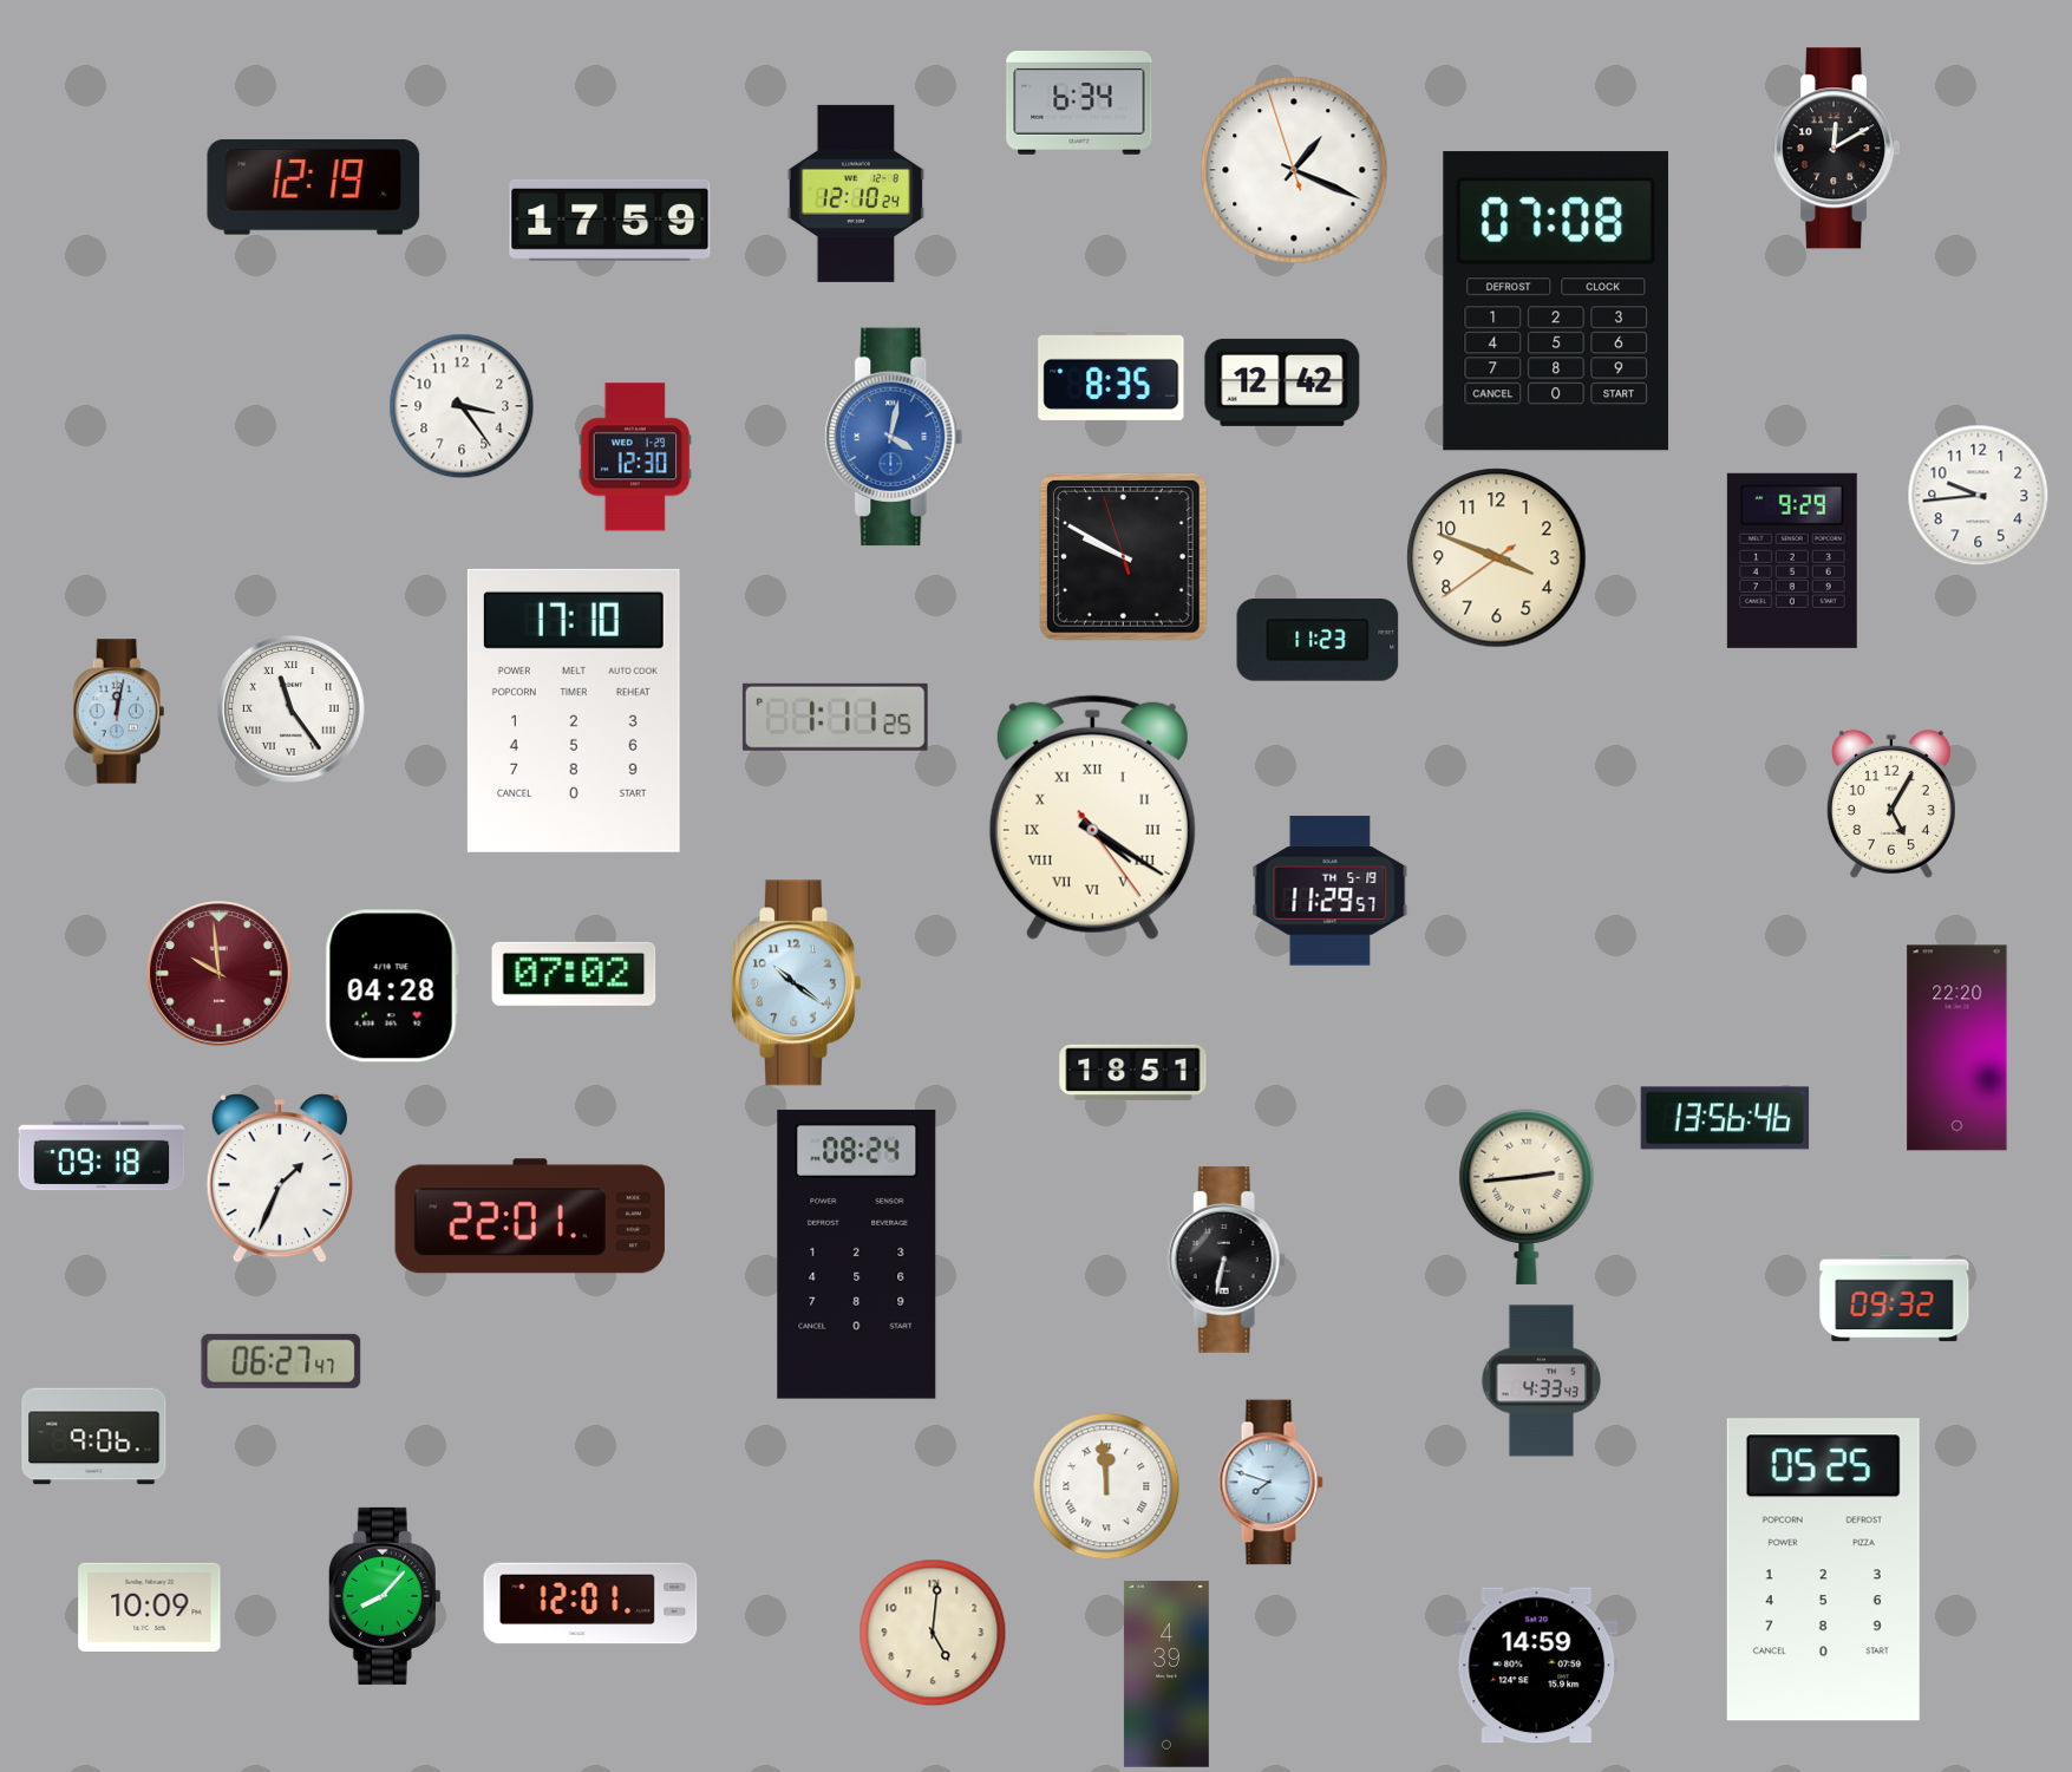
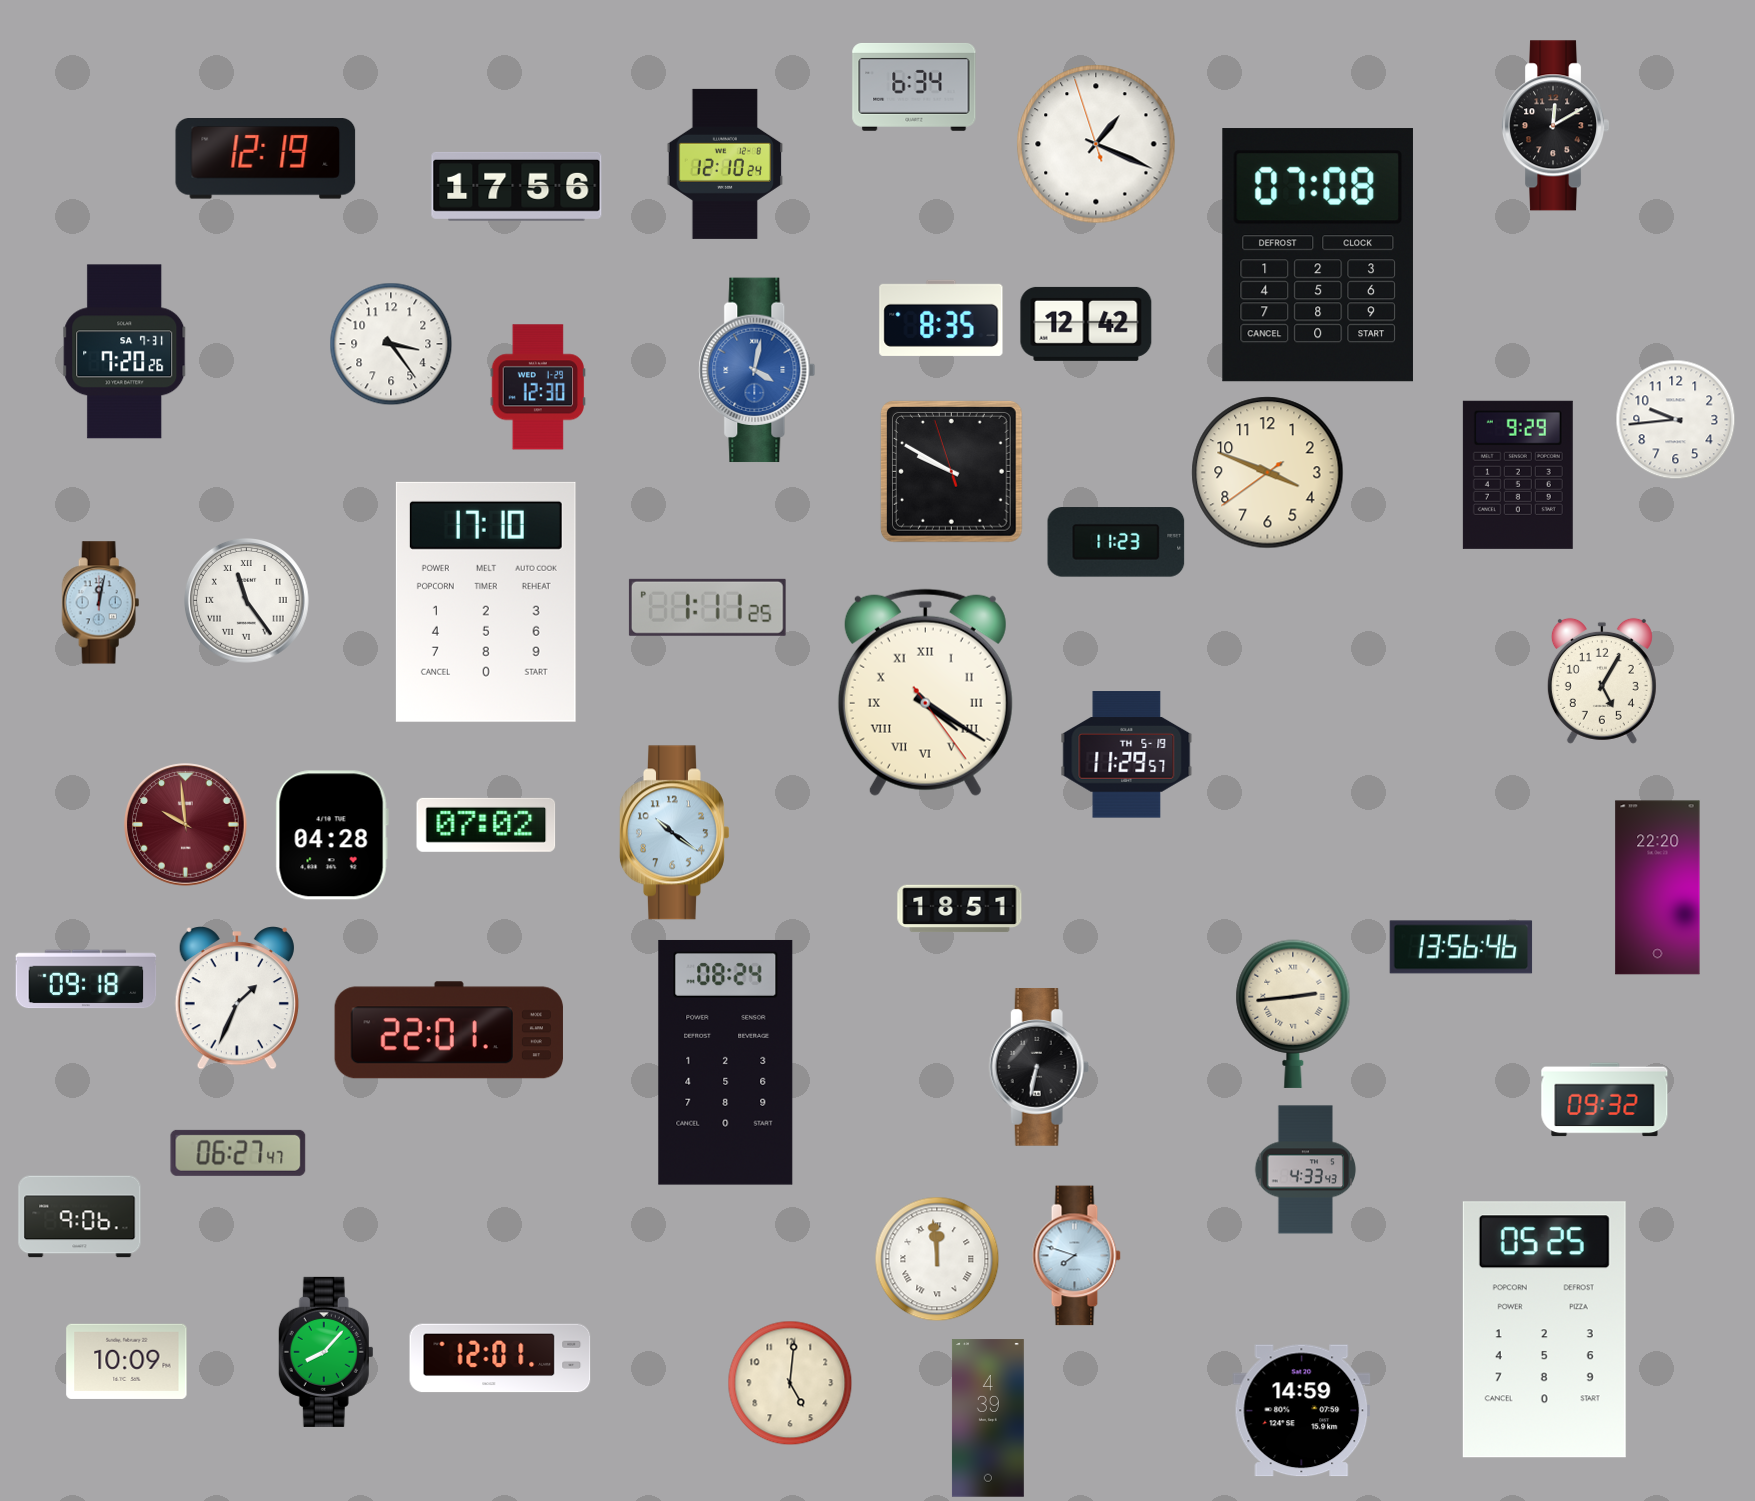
clock at (610, 220): 17:59 -> 17:56
clock at (125, 352): none -> 7:20
